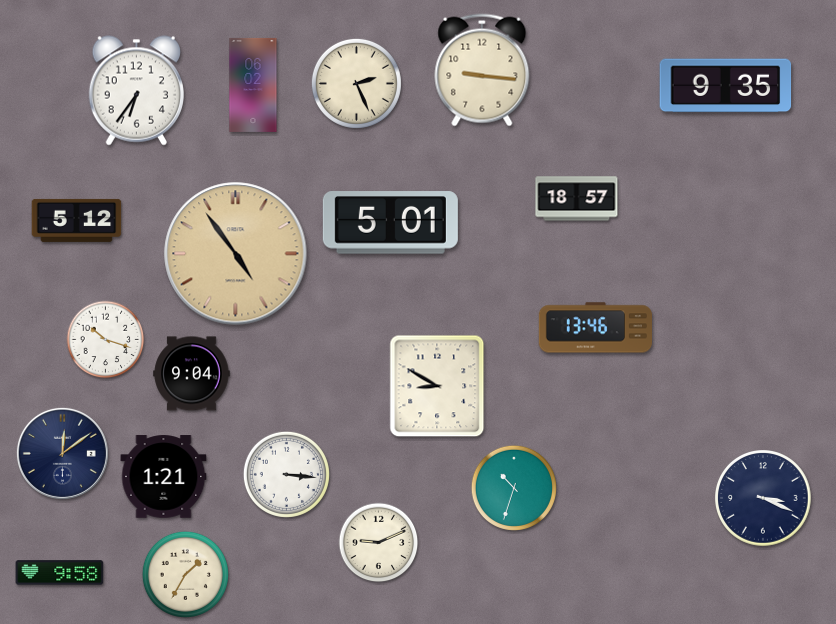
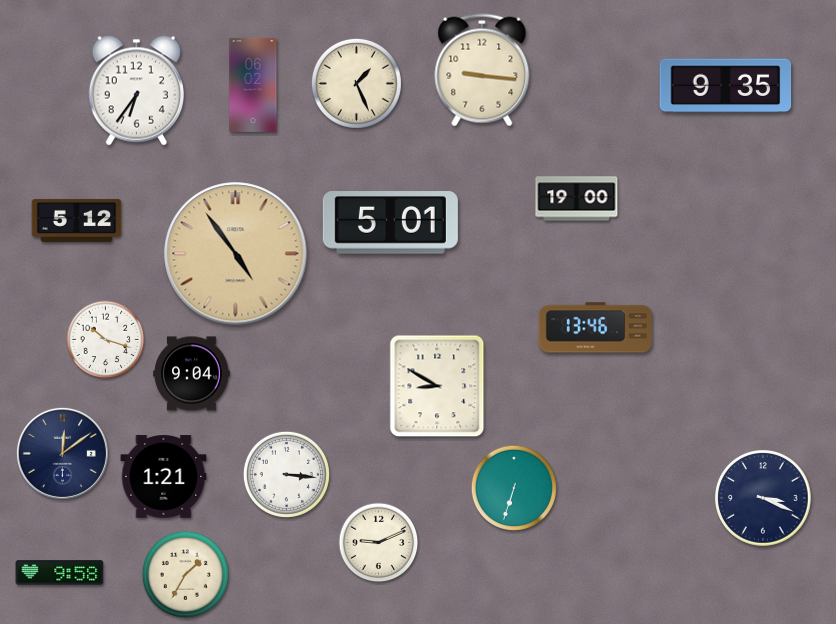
clock at (356, 83): 2:26 -> 1:26
clock at (577, 199): 18:57 -> 19:00
clock at (514, 488): 10:33 -> 6:33
